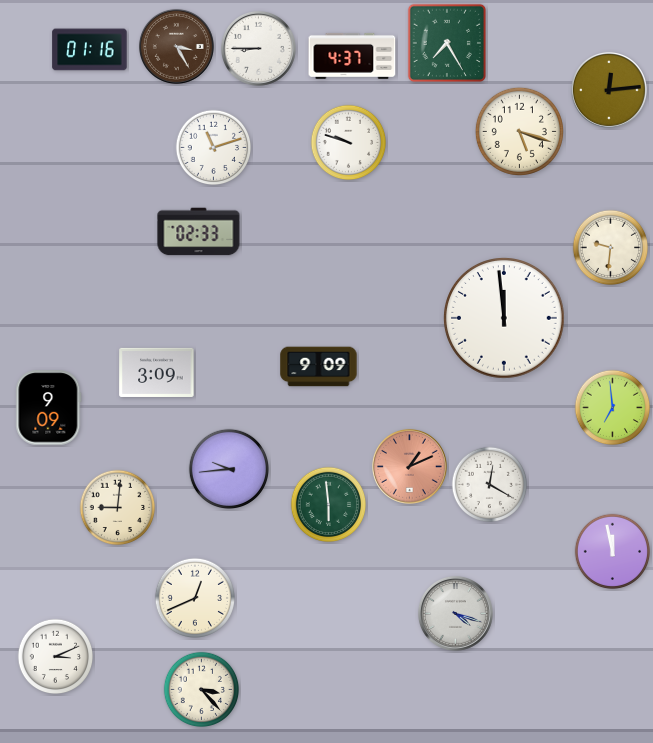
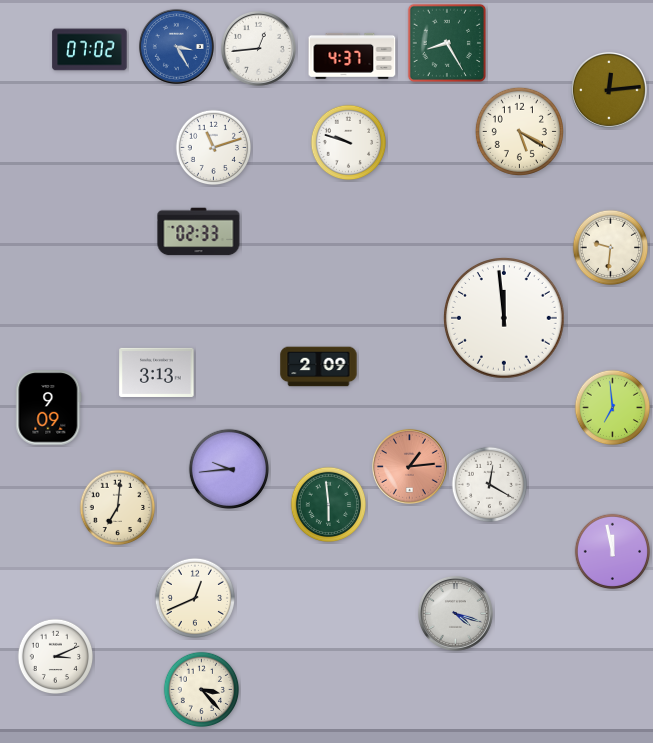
clock at (446, 42): 7:25 -> 8:25
clock at (176, 46) dial: brown -> blue
clock at (258, 48): 8:45 -> 12:44
clock at (90, 50): 01:16 -> 07:02
clock at (519, 131): 5:18 -> 5:20
clock at (319, 367): 9:09 -> 2:09
clock at (157, 372): 3:09 -> 3:13
clock at (409, 466): 1:11 -> 1:14
clock at (118, 508): 9:01 -> 7:01
